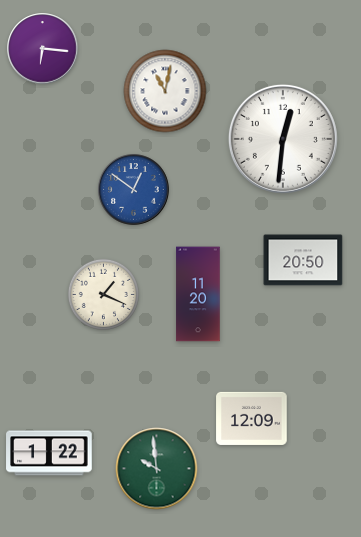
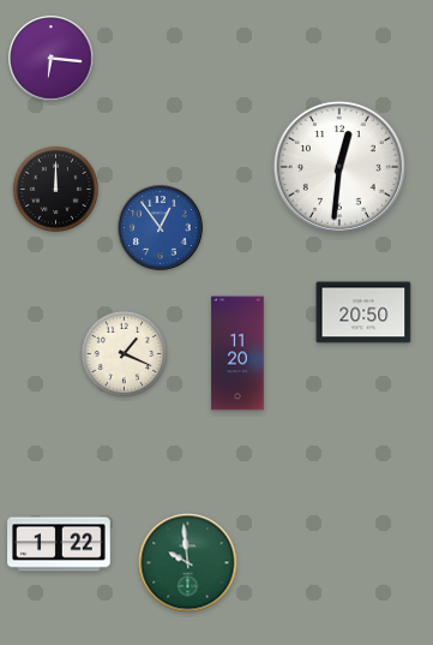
clock at (165, 91): 11:02 -> none
clock at (55, 189): none -> 12:00
clock at (134, 190): 12:51 -> 12:54
clock at (252, 418): 12:09 -> none
